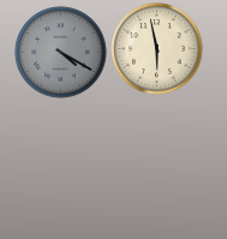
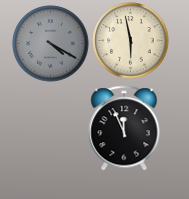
clock at (124, 128): none -> 11:56
